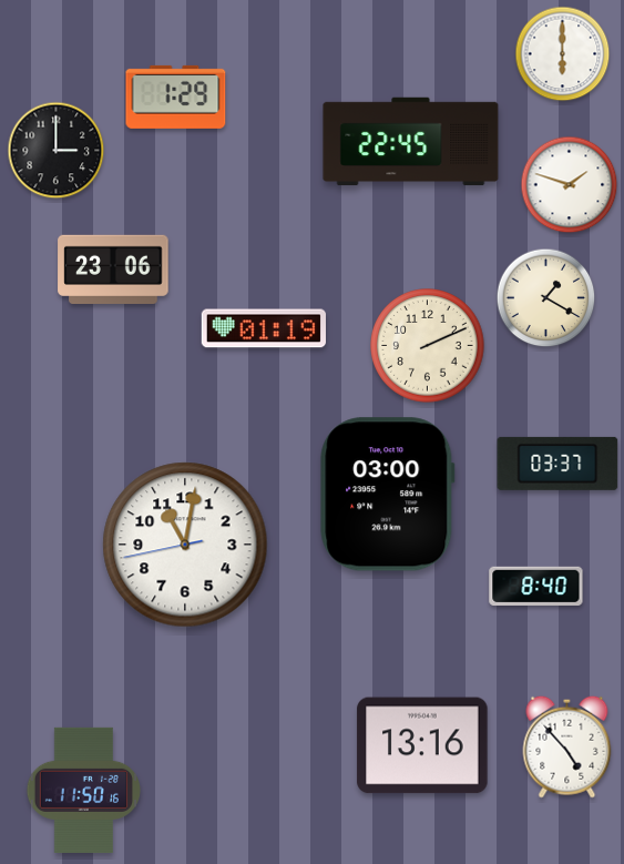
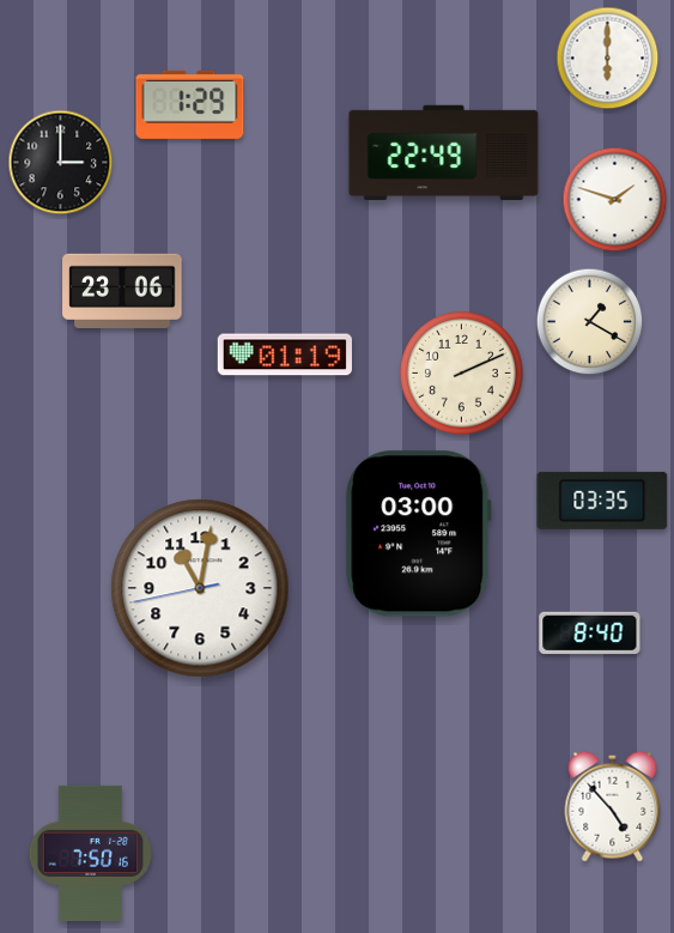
clock at (411, 142): 22:45 -> 22:49
clock at (557, 464): 03:37 -> 03:35
clock at (536, 586) position: (536, 586) -> (590, 632)
clock at (422, 745): 13:16 -> none
clock at (83, 790): 11:50 -> 7:50
